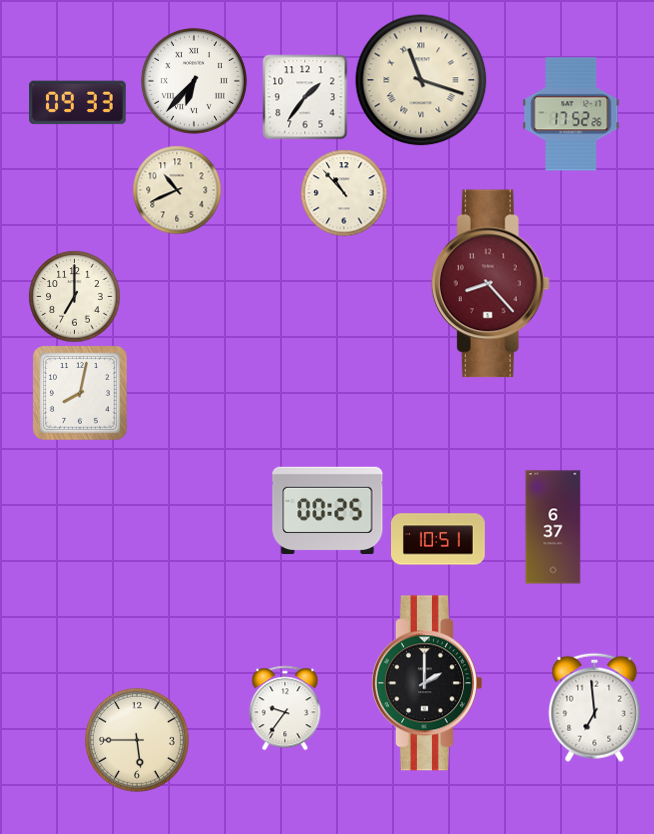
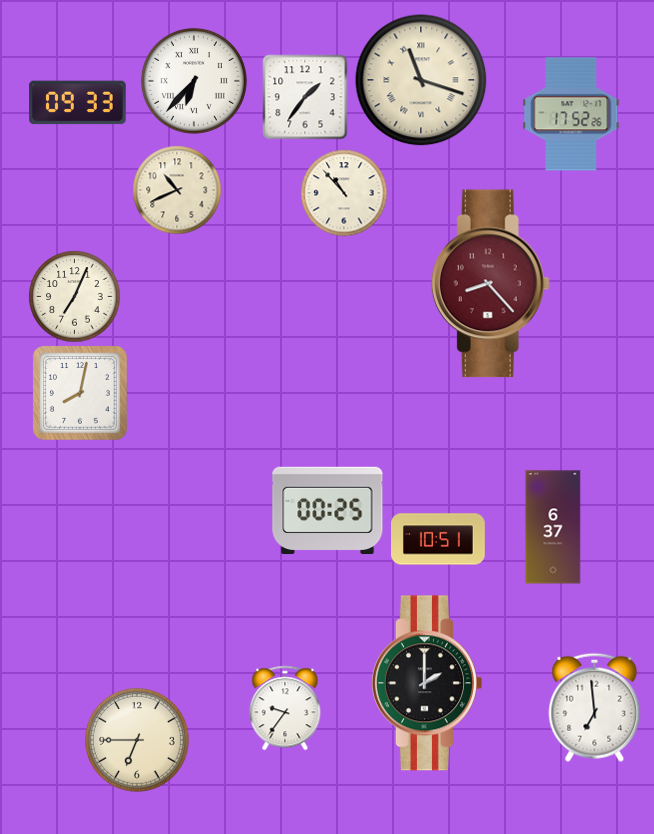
clock at (74, 296): 7:00 -> 7:04
clock at (137, 740): 5:45 -> 6:45
